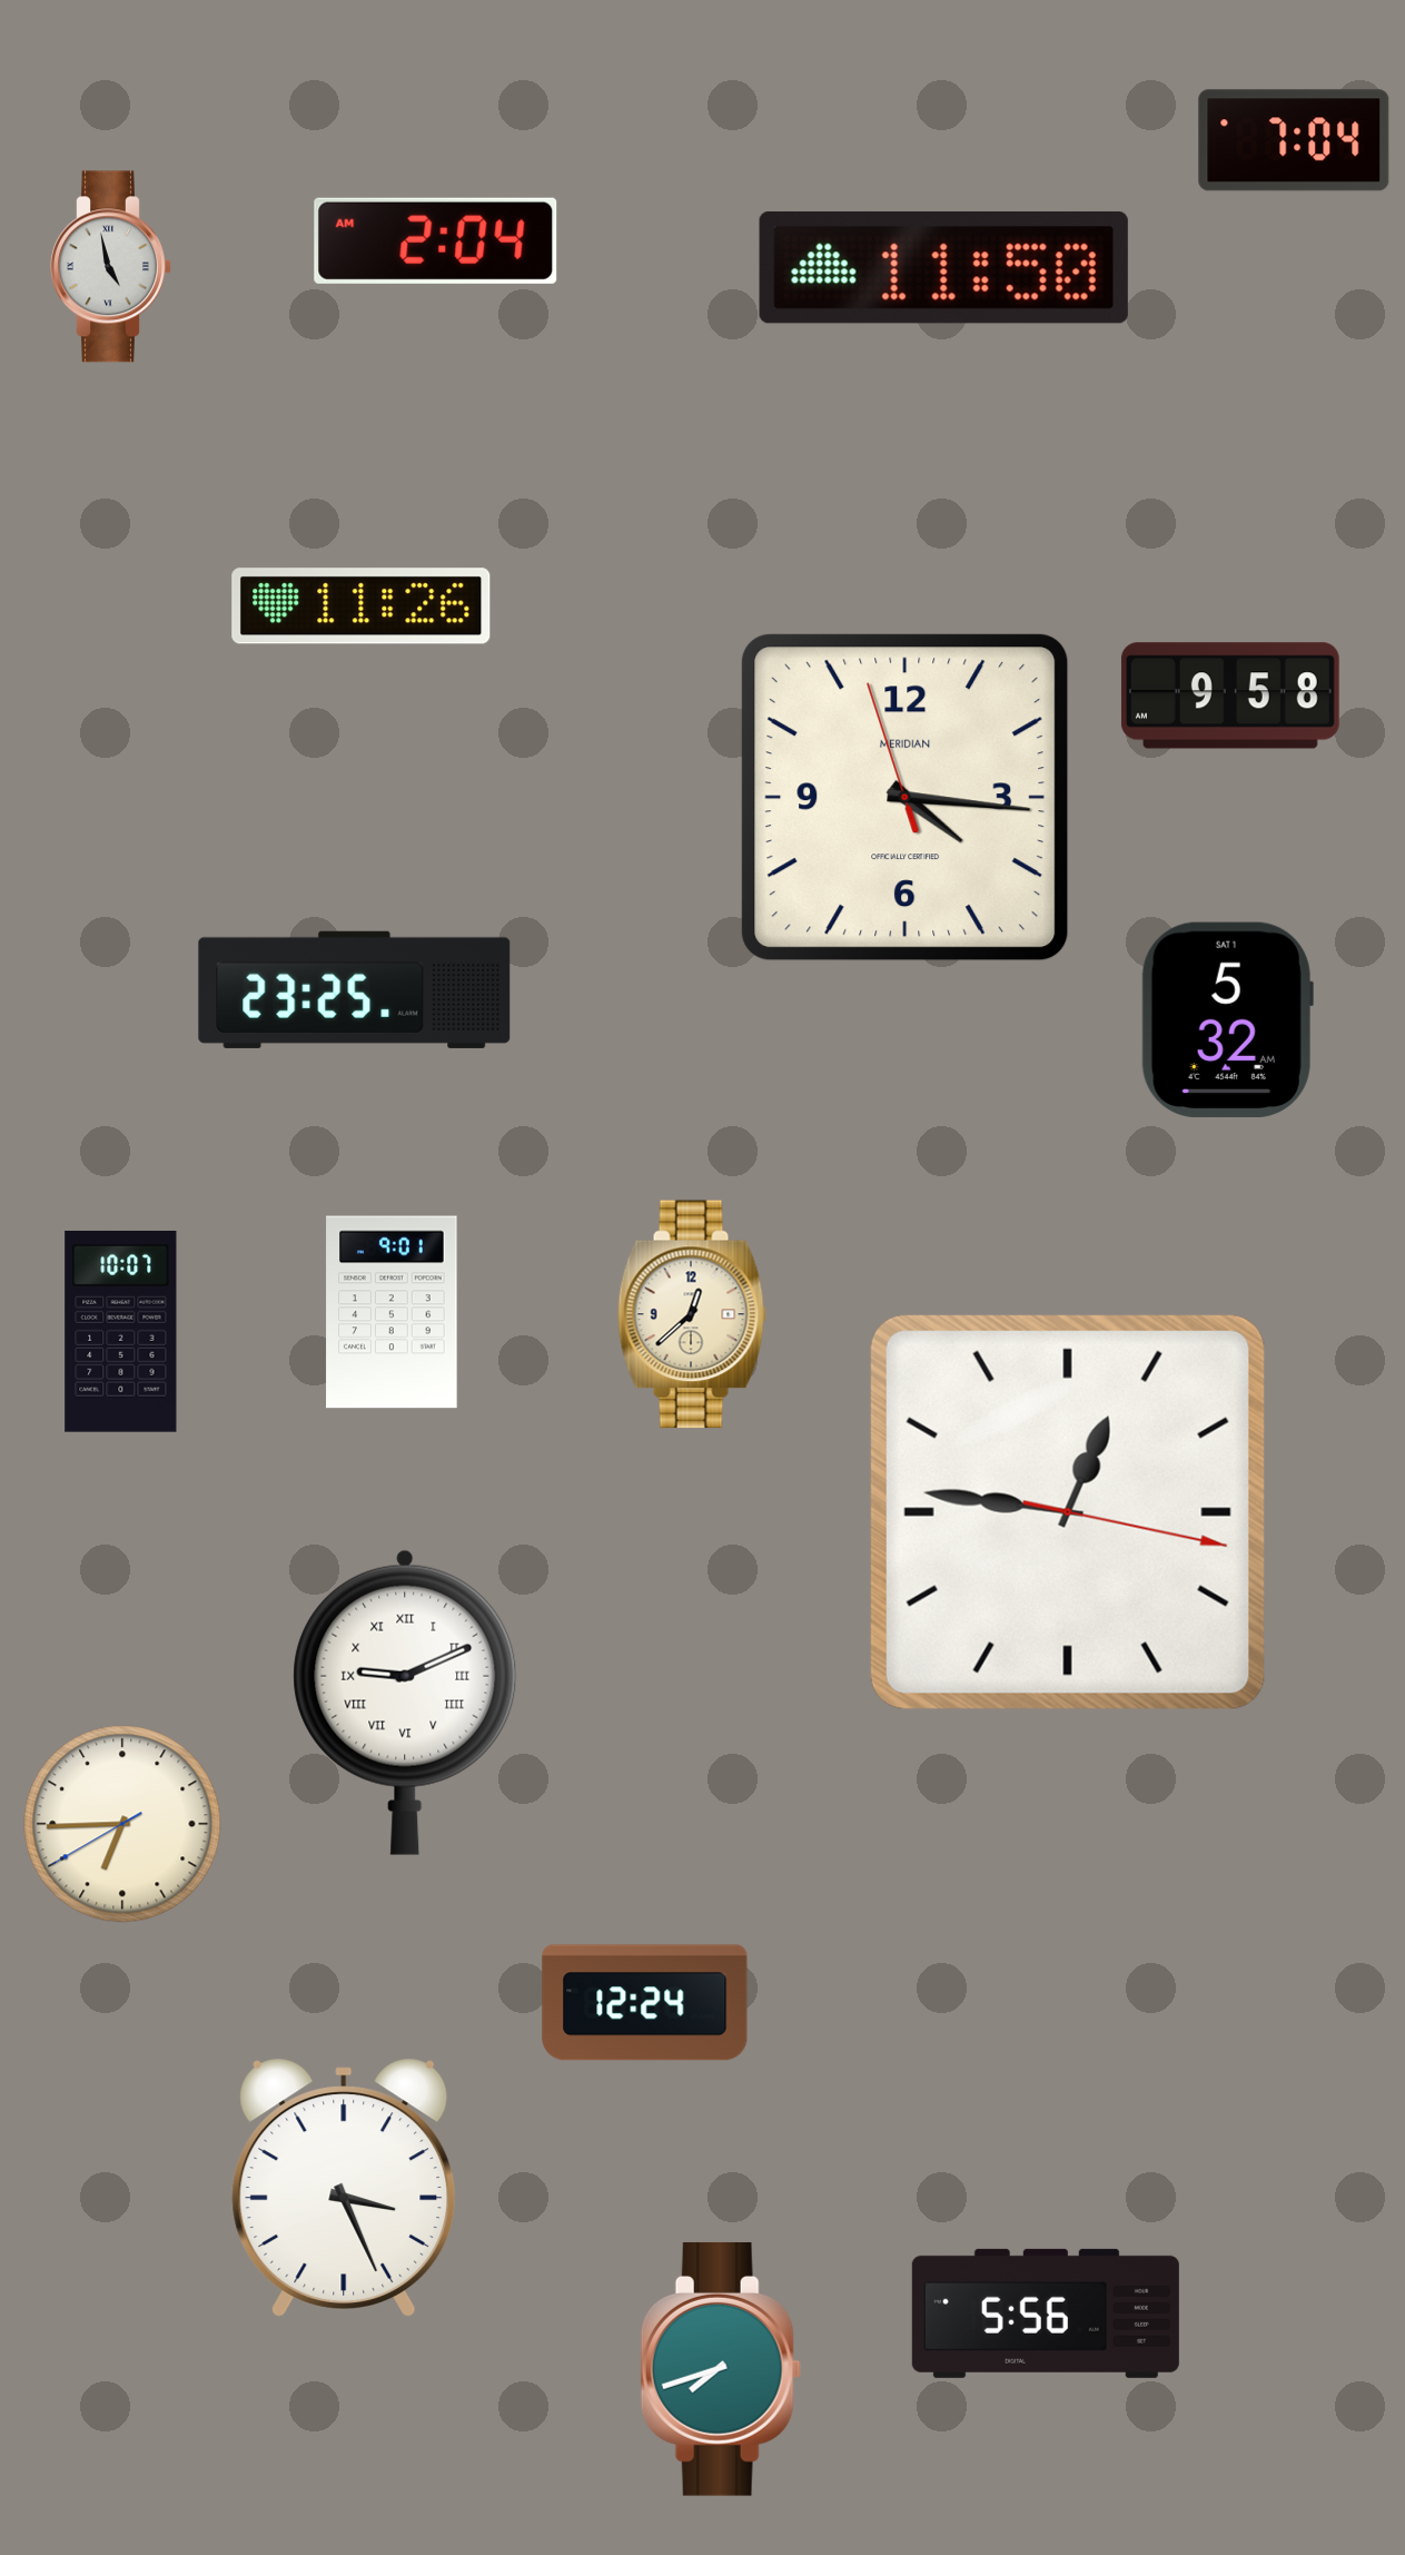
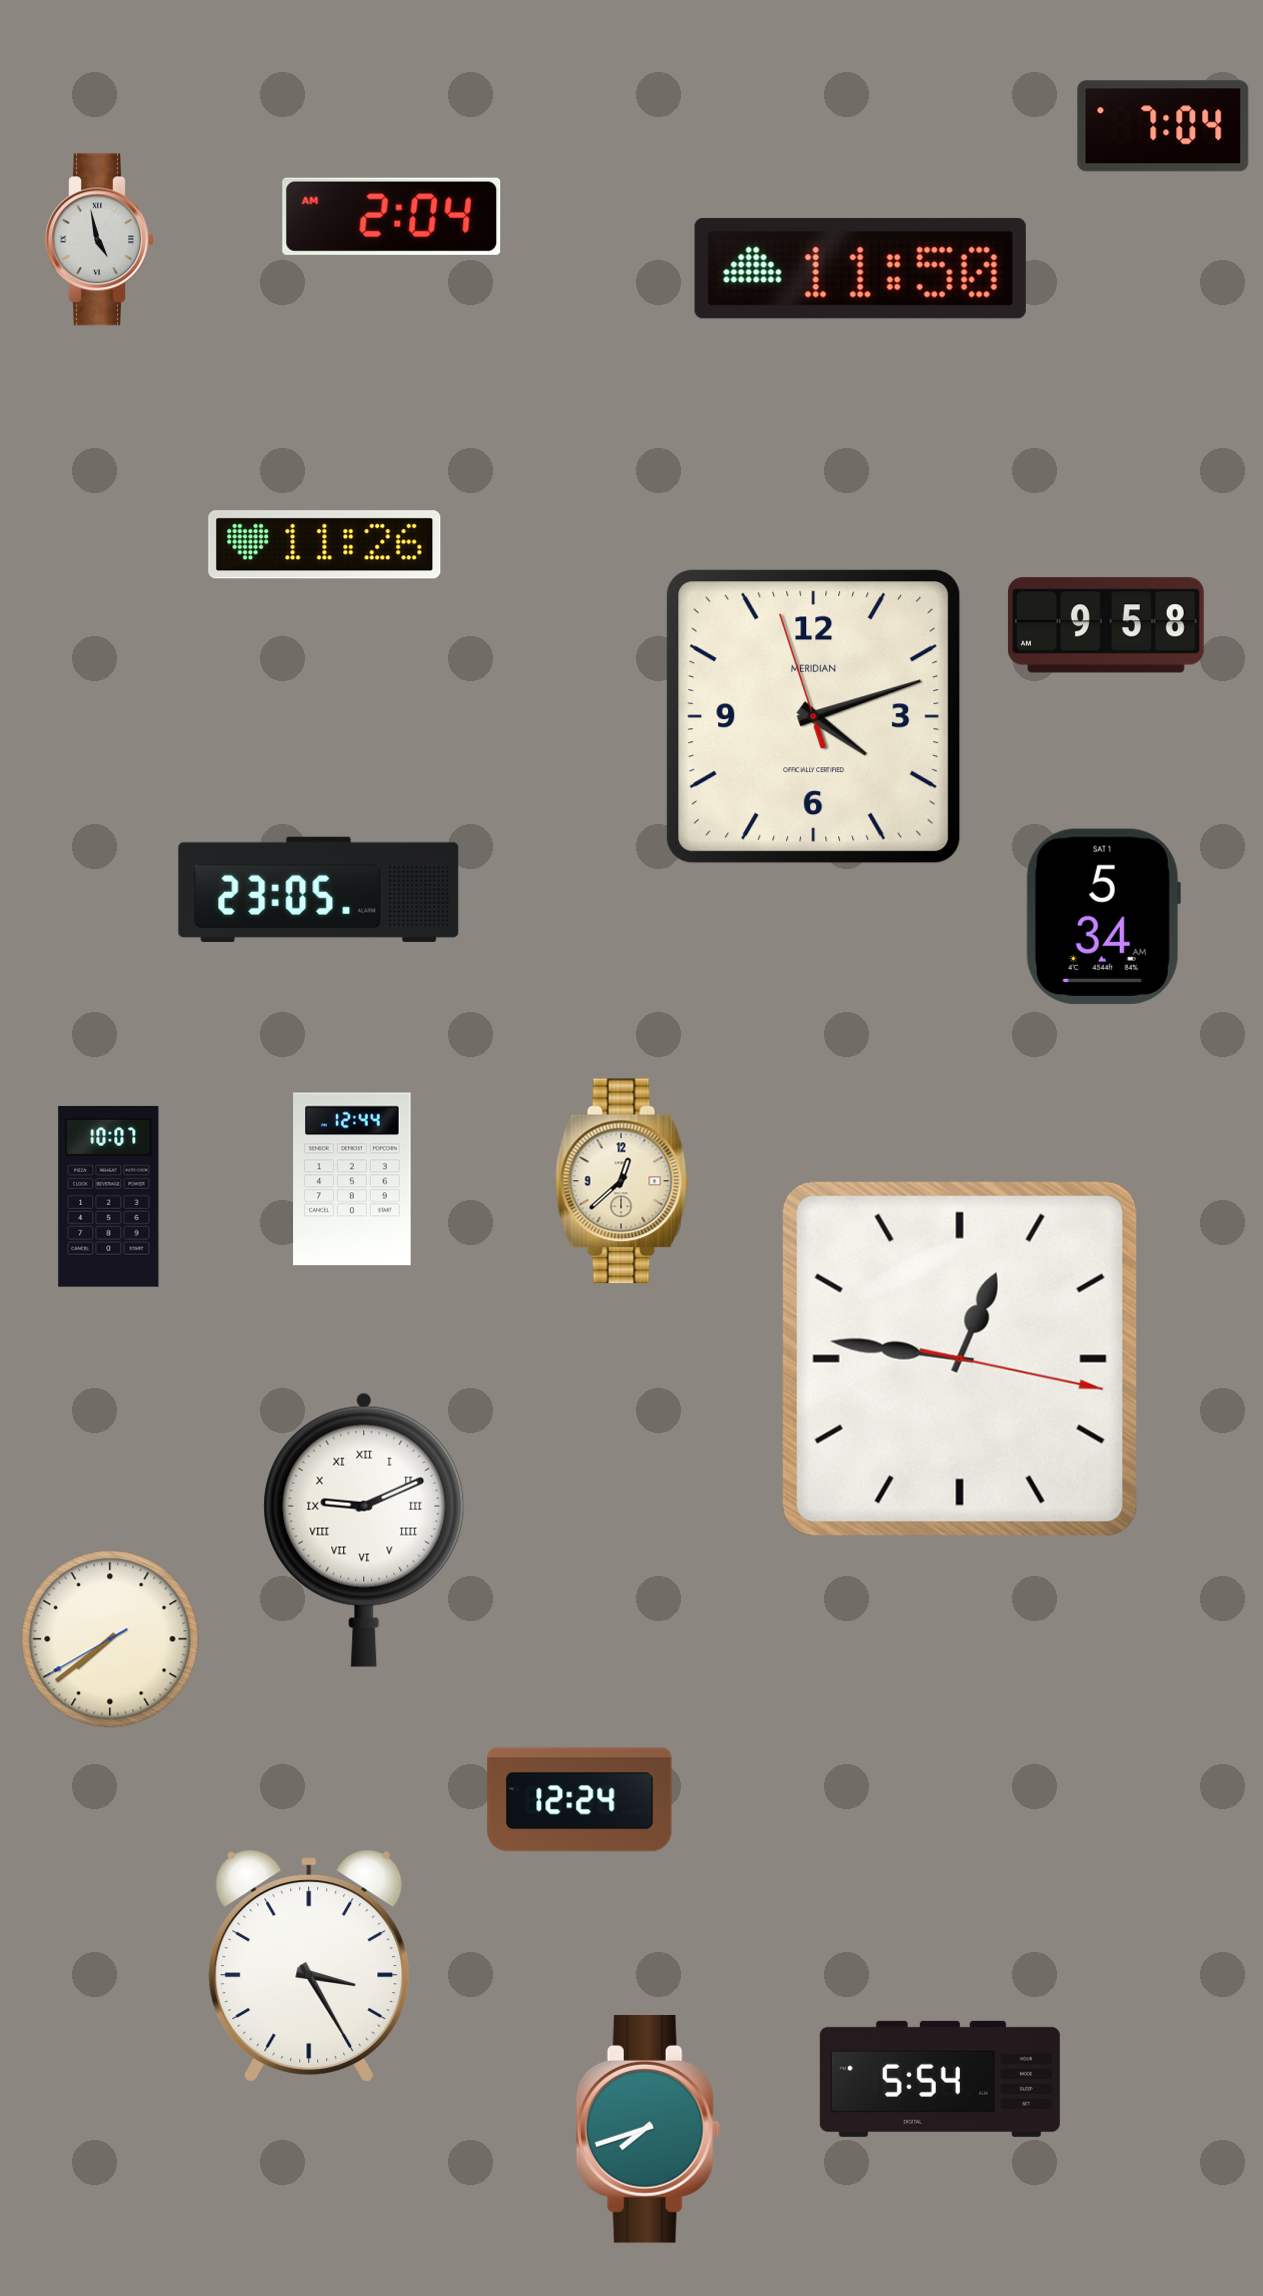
clock at (943, 267) position: (943, 267) -> (860, 268)
clock at (906, 798): 4:15 -> 4:11
clock at (355, 989): 23:25 -> 23:05
clock at (1227, 1019): 5:32 -> 5:34
clock at (392, 1312): 9:01 -> 12:44
clock at (122, 1824): 6:44 -> 7:38
clock at (344, 2188): 3:26 -> 3:25
clock at (1046, 2314): 5:56 -> 5:54
